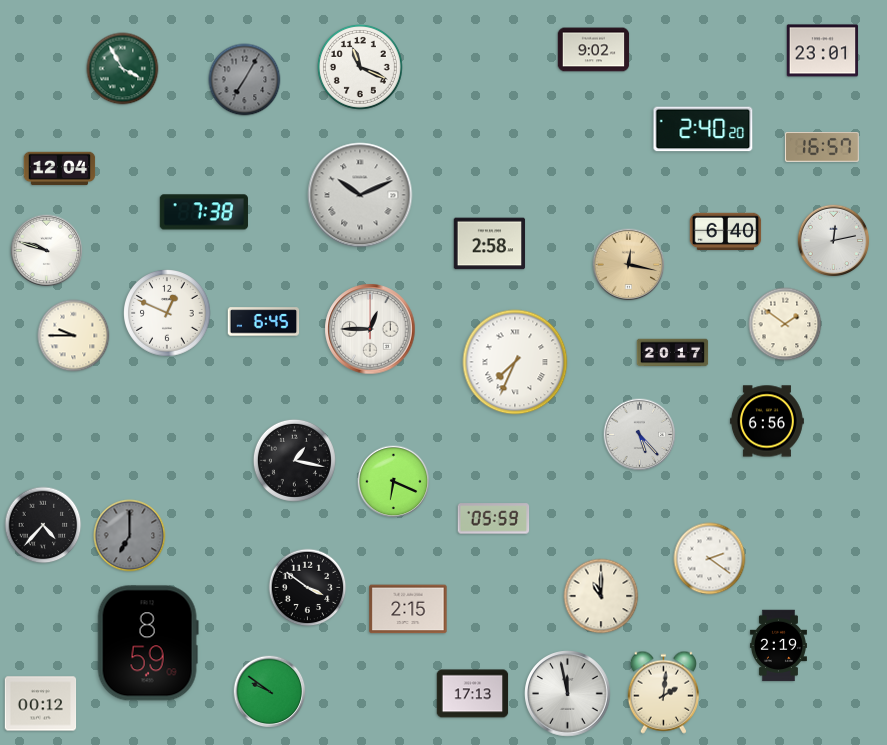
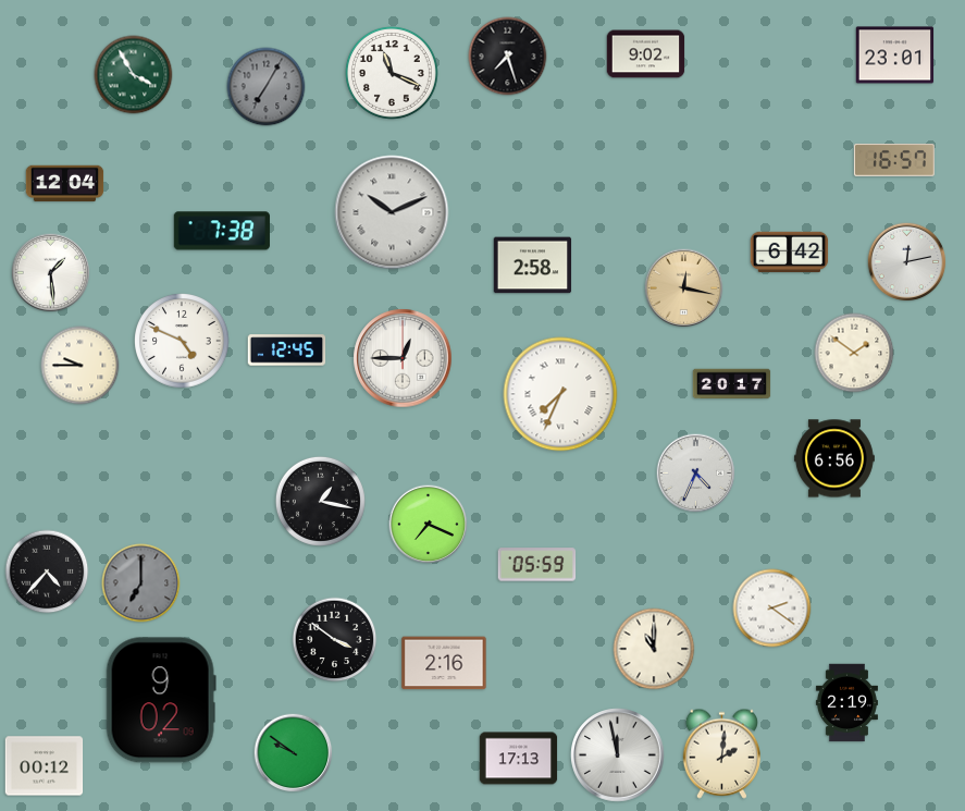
clock at (508, 57): none -> 7:27
clock at (703, 129): 2:40 -> none
clock at (726, 232): 6:40 -> 6:42
clock at (47, 251): 9:48 -> 1:29
clock at (167, 313): 12:49 -> 4:49
clock at (264, 322): 6:45 -> 12:45
clock at (640, 435): 5:23 -> 4:34
clock at (394, 482): 6:19 -> 7:19
clock at (408, 609): 2:15 -> 2:16
clock at (148, 643): 8:59 -> 9:02
clock at (473, 694) position: (473, 694) -> (519, 759)
